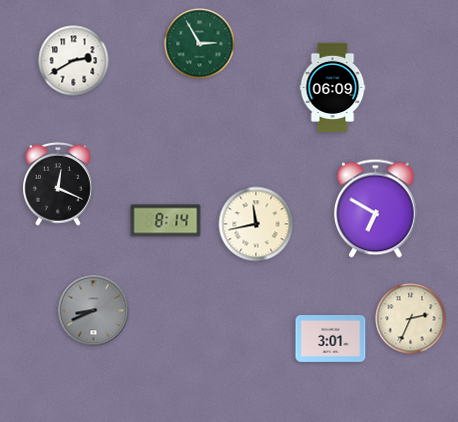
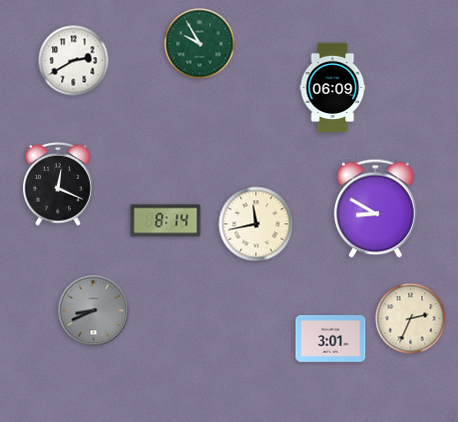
clock at (200, 44): 2:55 -> 9:55
clock at (376, 209): 6:50 -> 8:50
